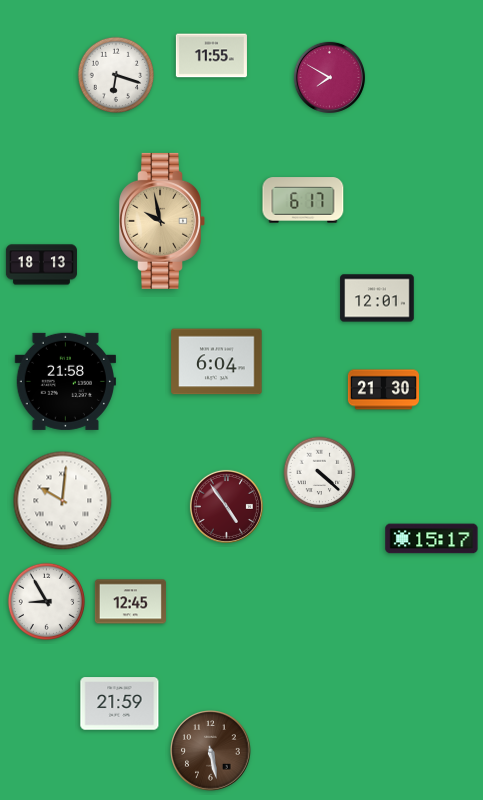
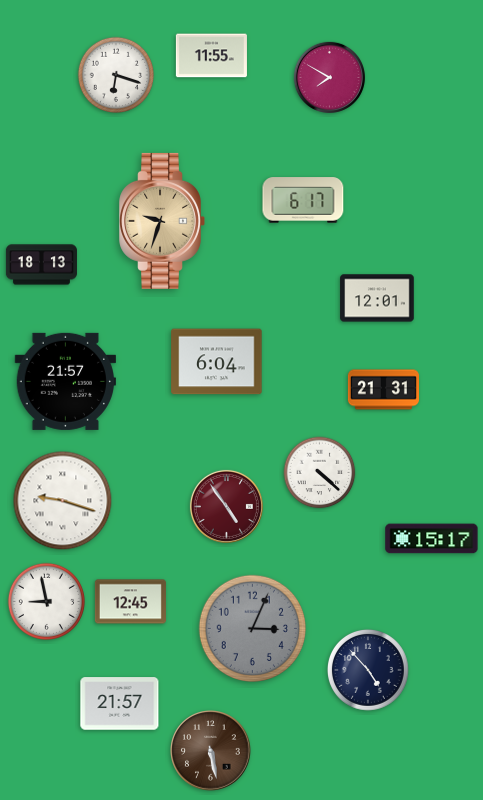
clock at (162, 221): 9:58 -> 9:33
clock at (65, 381): 21:58 -> 21:57
clock at (383, 390): 21:30 -> 21:31
clock at (63, 501): 10:01 -> 9:18
clock at (46, 601): 8:55 -> 8:58
clock at (252, 628): none -> 3:04
clock at (368, 670): none -> 4:53
clock at (120, 704): 21:59 -> 21:57
